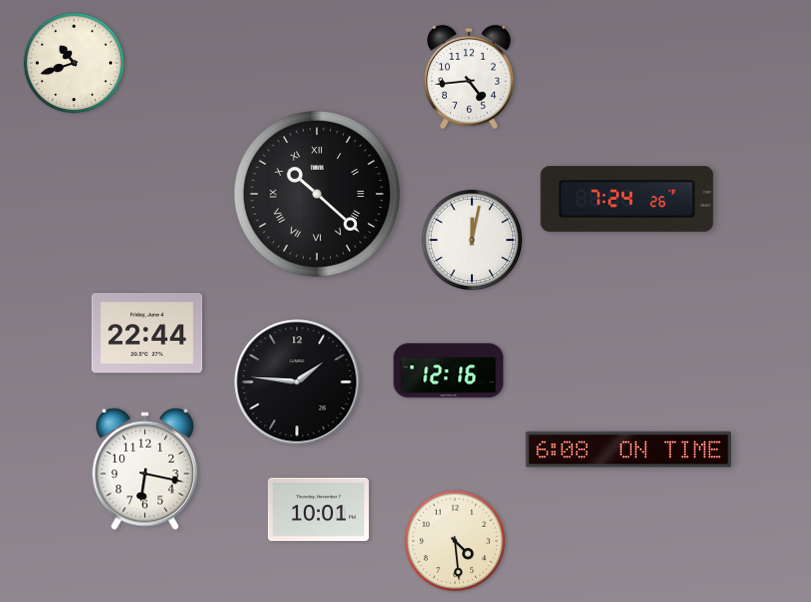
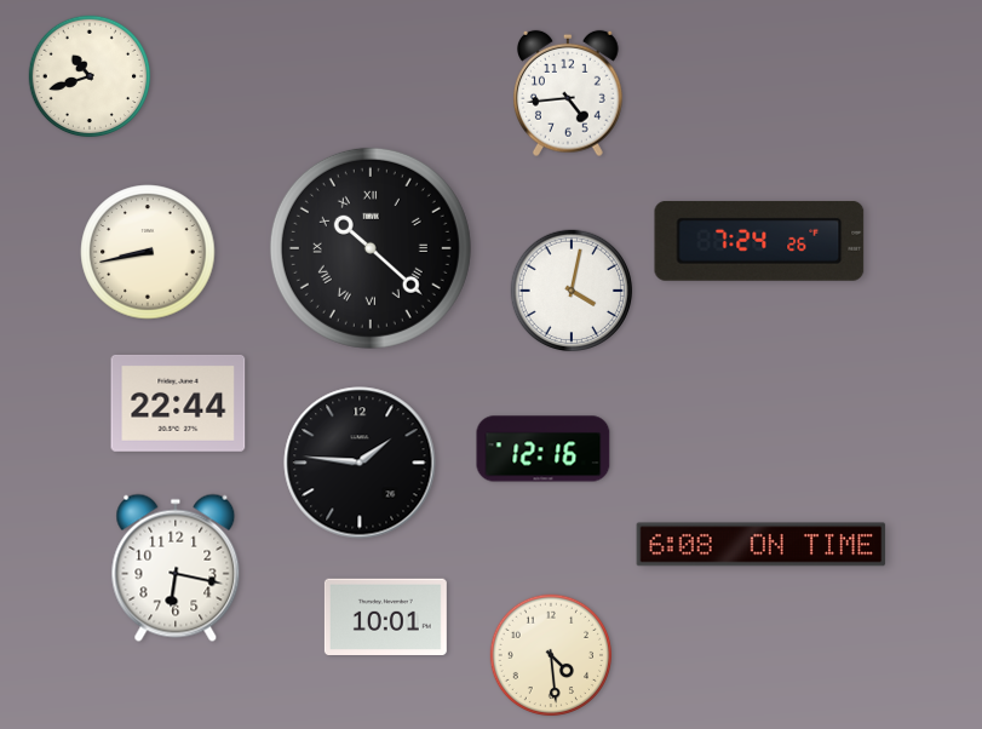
clock at (317, 194) position: (317, 194) -> (371, 248)
clock at (148, 252): none -> 8:43
clock at (472, 240): 12:02 -> 4:02
